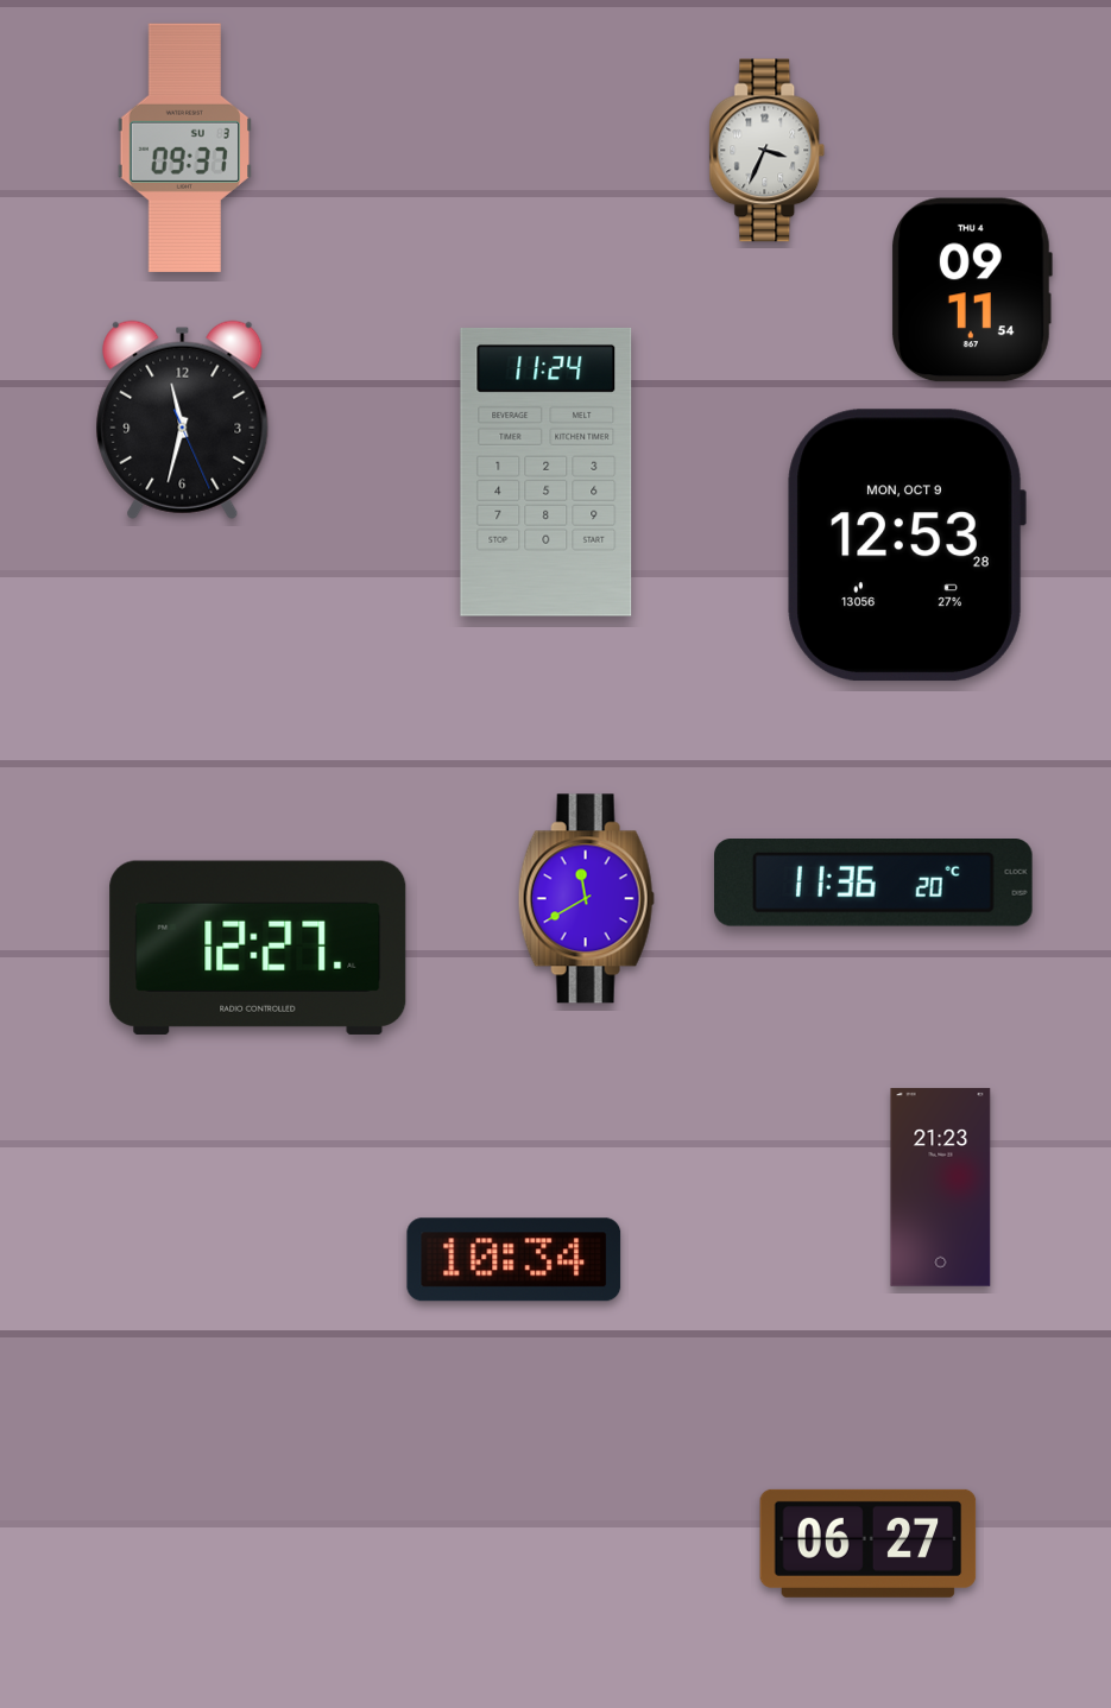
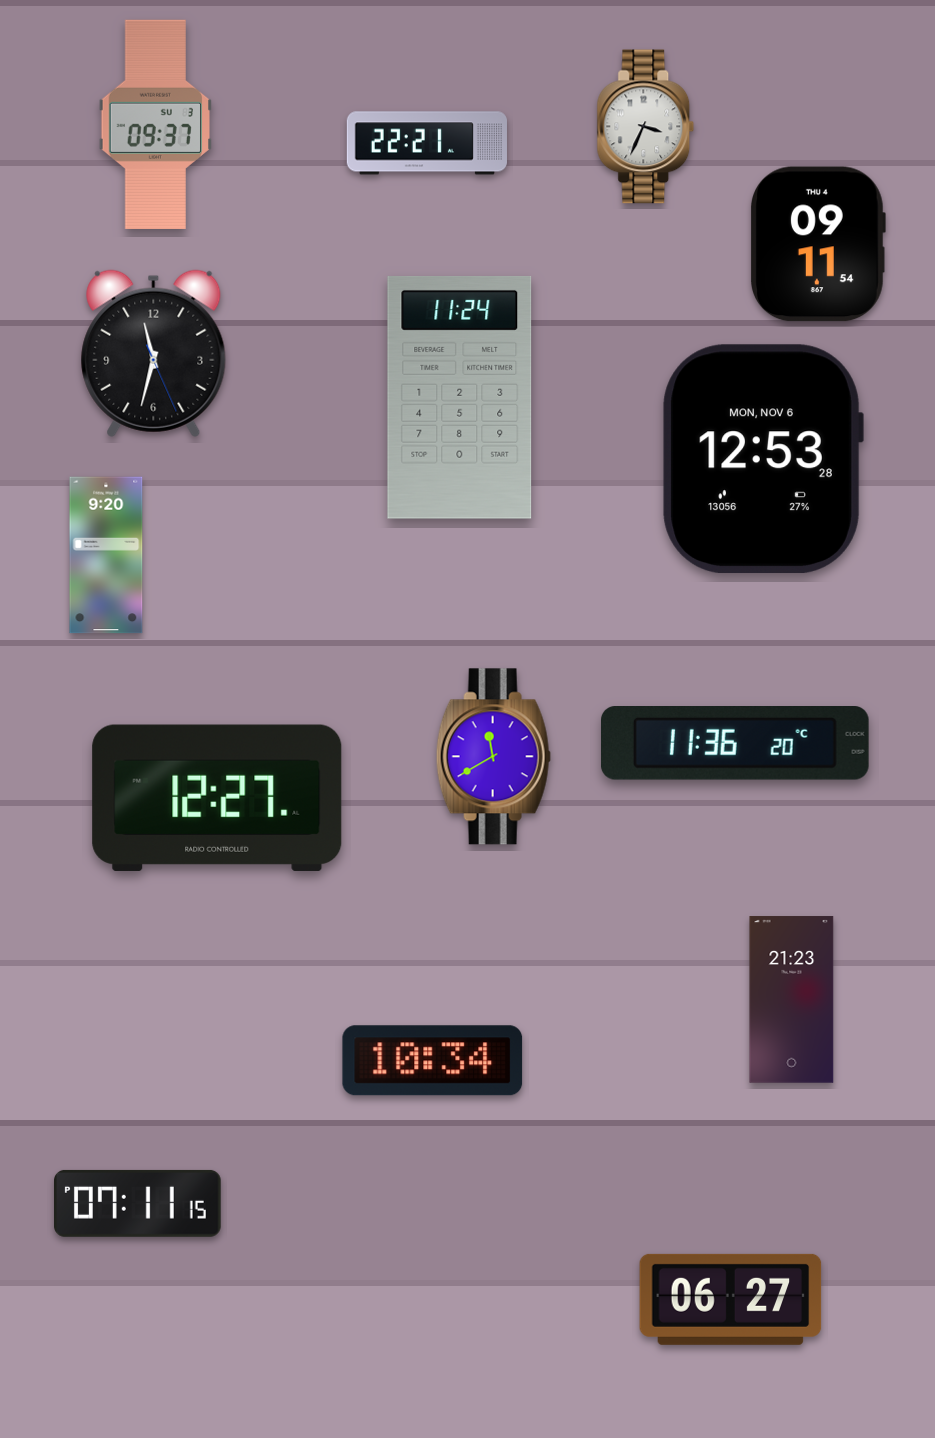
clock at (427, 143): none -> 22:21
clock at (907, 545) date: MON, OCT 9 -> MON, NOV 6
clock at (106, 555): none -> 9:20
clock at (138, 1203): none -> 07:11
